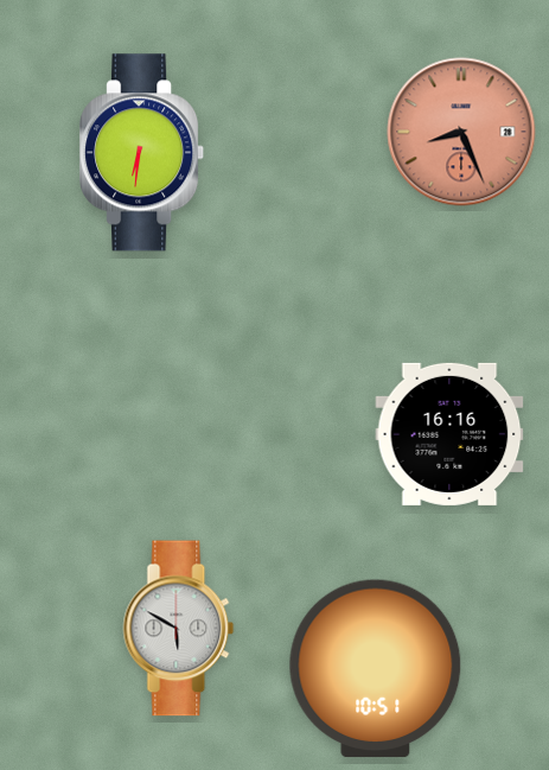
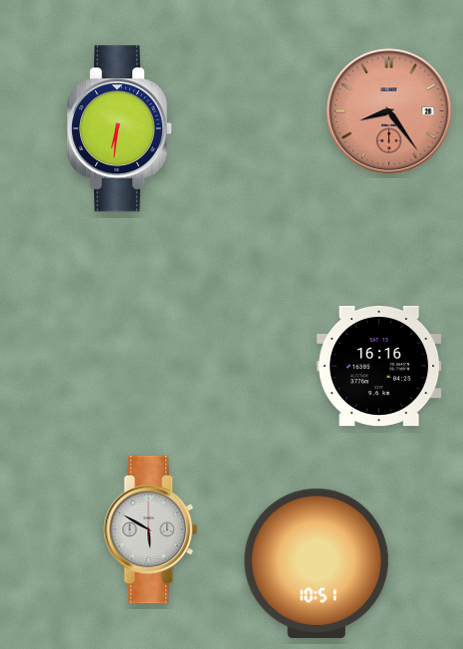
clock at (461, 132): 8:26 -> 8:24
